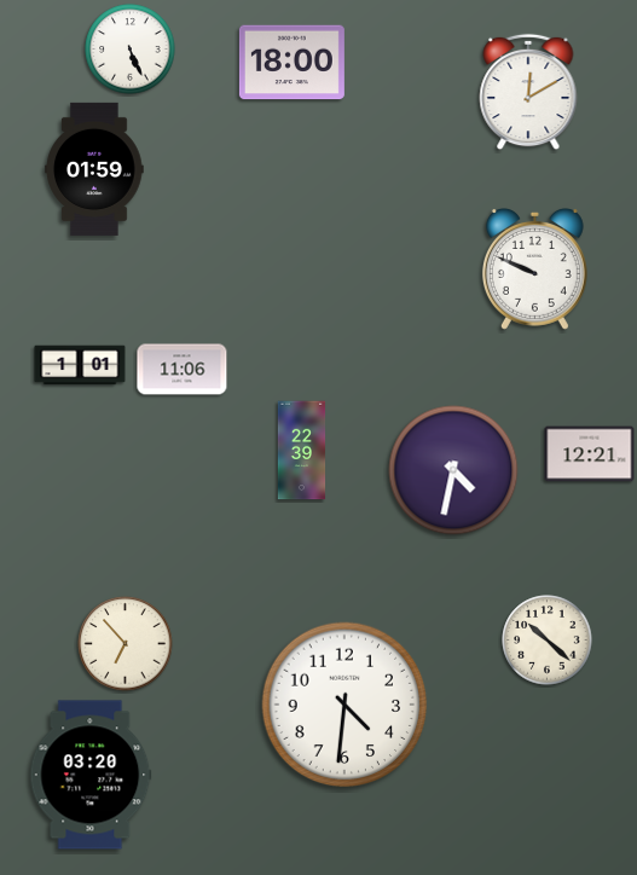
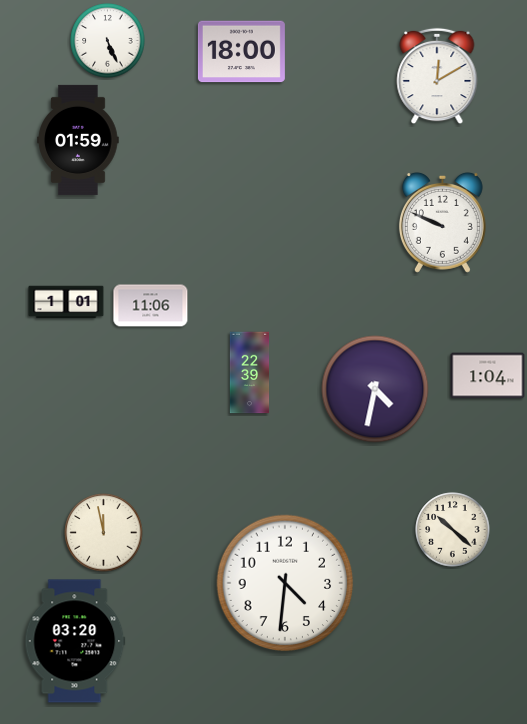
clock at (590, 454): 12:21 -> 1:04
clock at (126, 644): 6:53 -> 11:58
